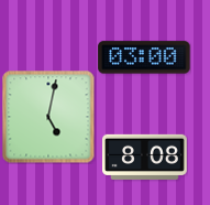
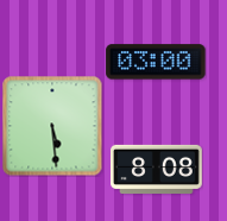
clock at (48, 117): 5:02 -> 5:29
